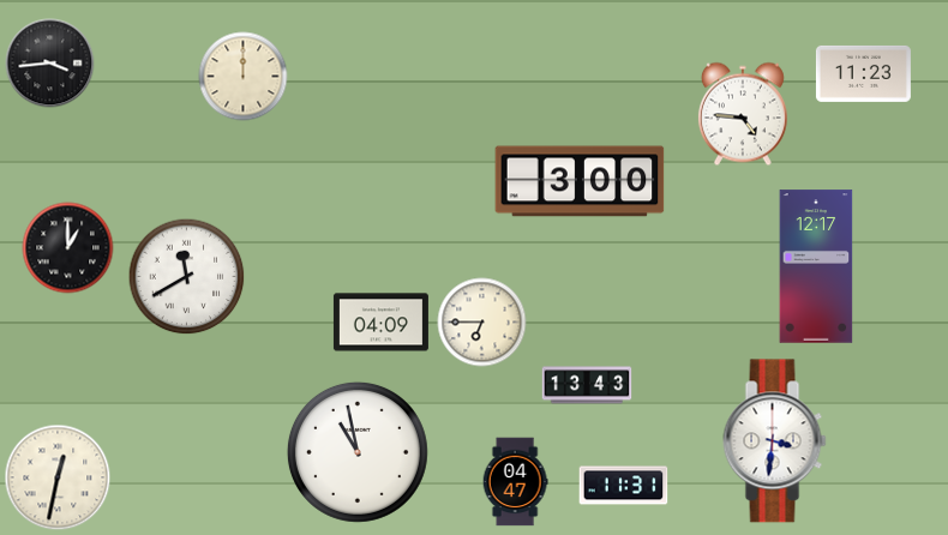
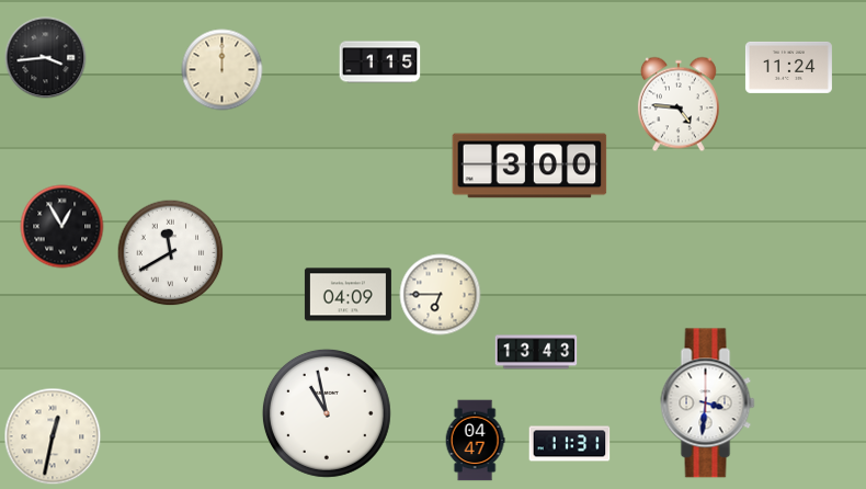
clock at (380, 62): none -> 1:15
clock at (863, 73): 11:23 -> 11:24
clock at (68, 248): 1:00 -> 12:55
clock at (816, 266): 12:17 -> none
clock at (515, 482) position: (515, 482) -> (475, 441)
